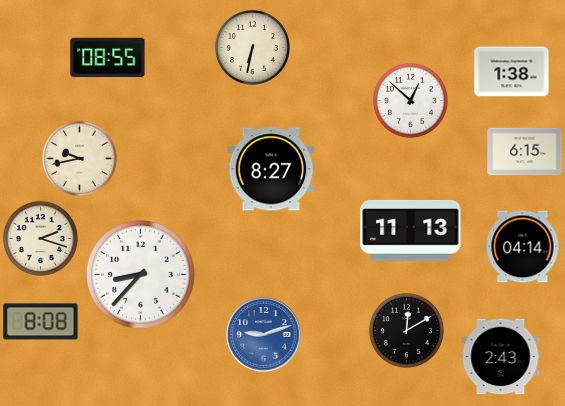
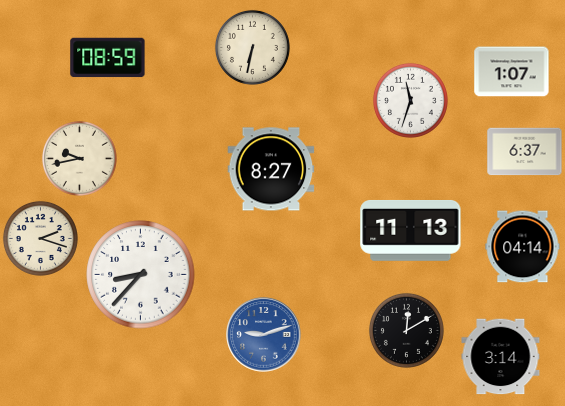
clock at (108, 58): 08:55 -> 08:59
clock at (512, 72): 1:38 -> 1:07
clock at (410, 100): 12:52 -> 11:33
clock at (525, 152): 6:15 -> 6:37
clock at (41, 322): 8:08 -> none
clock at (501, 357): 2:43 -> 3:14
